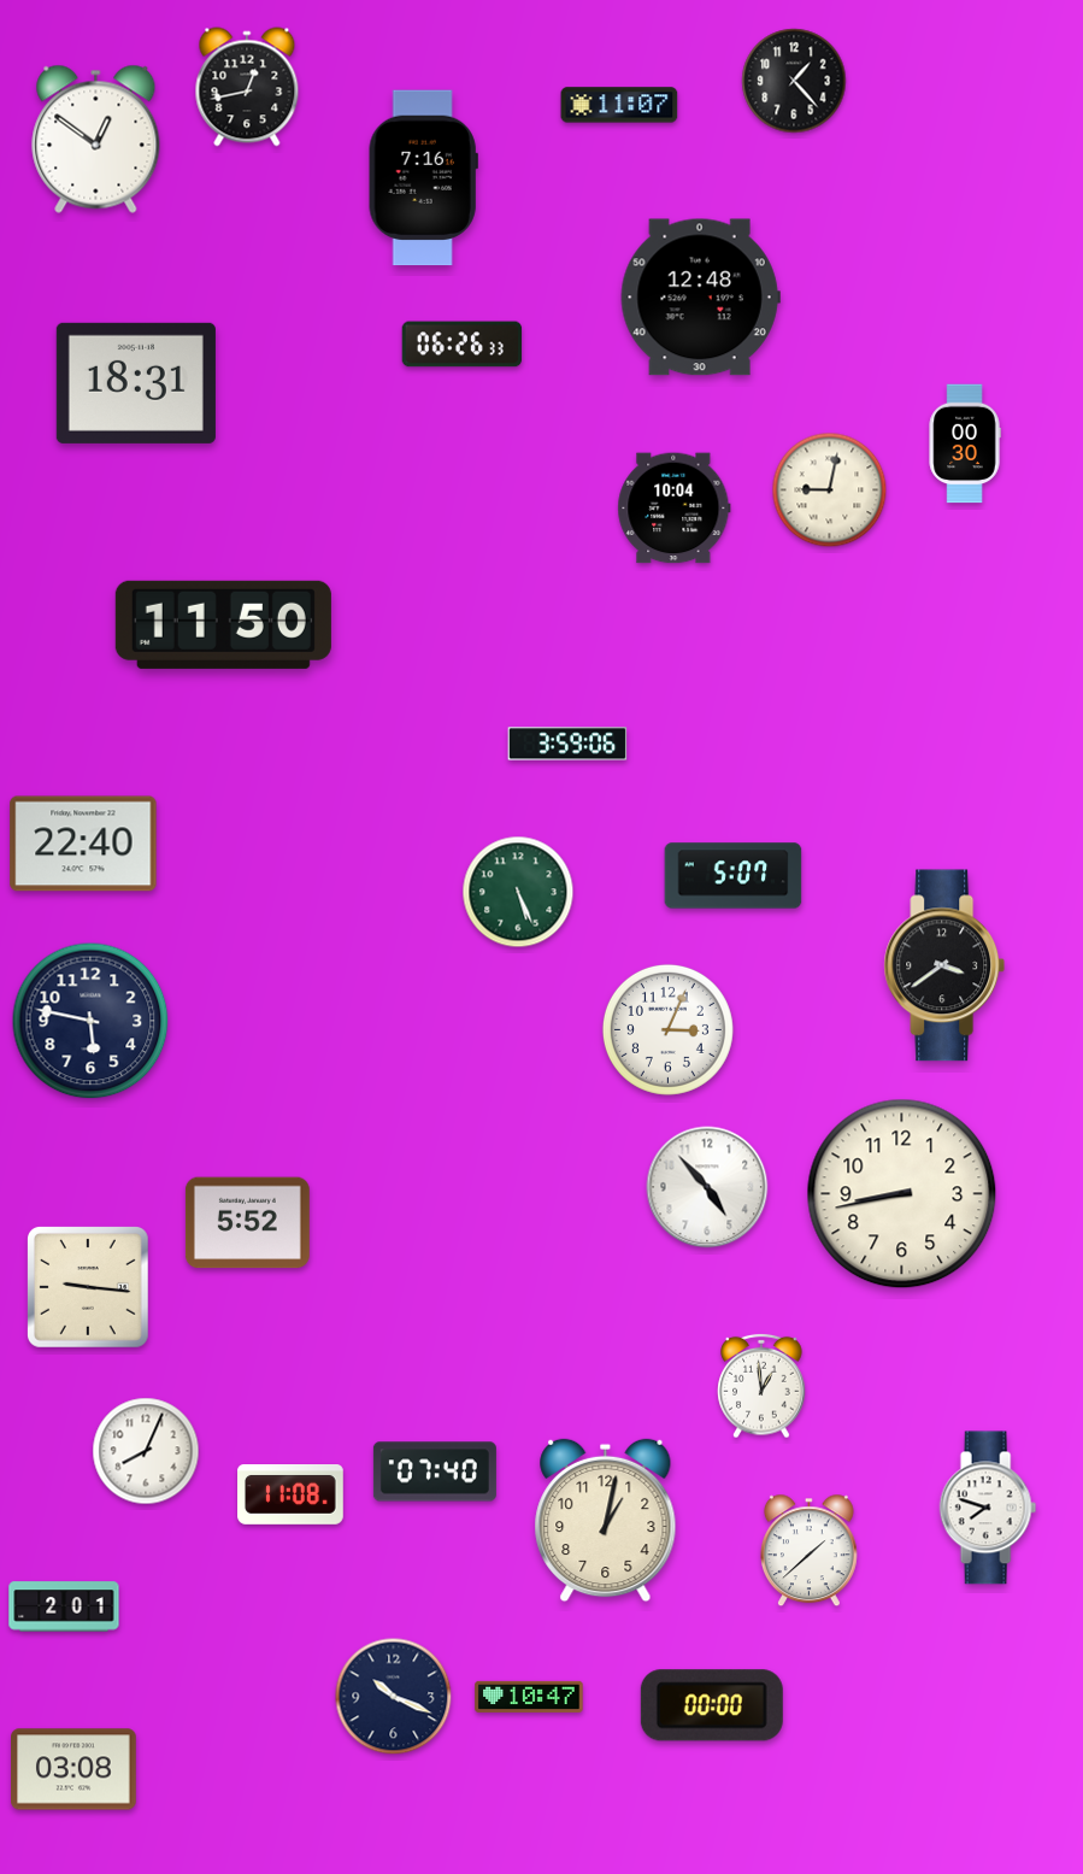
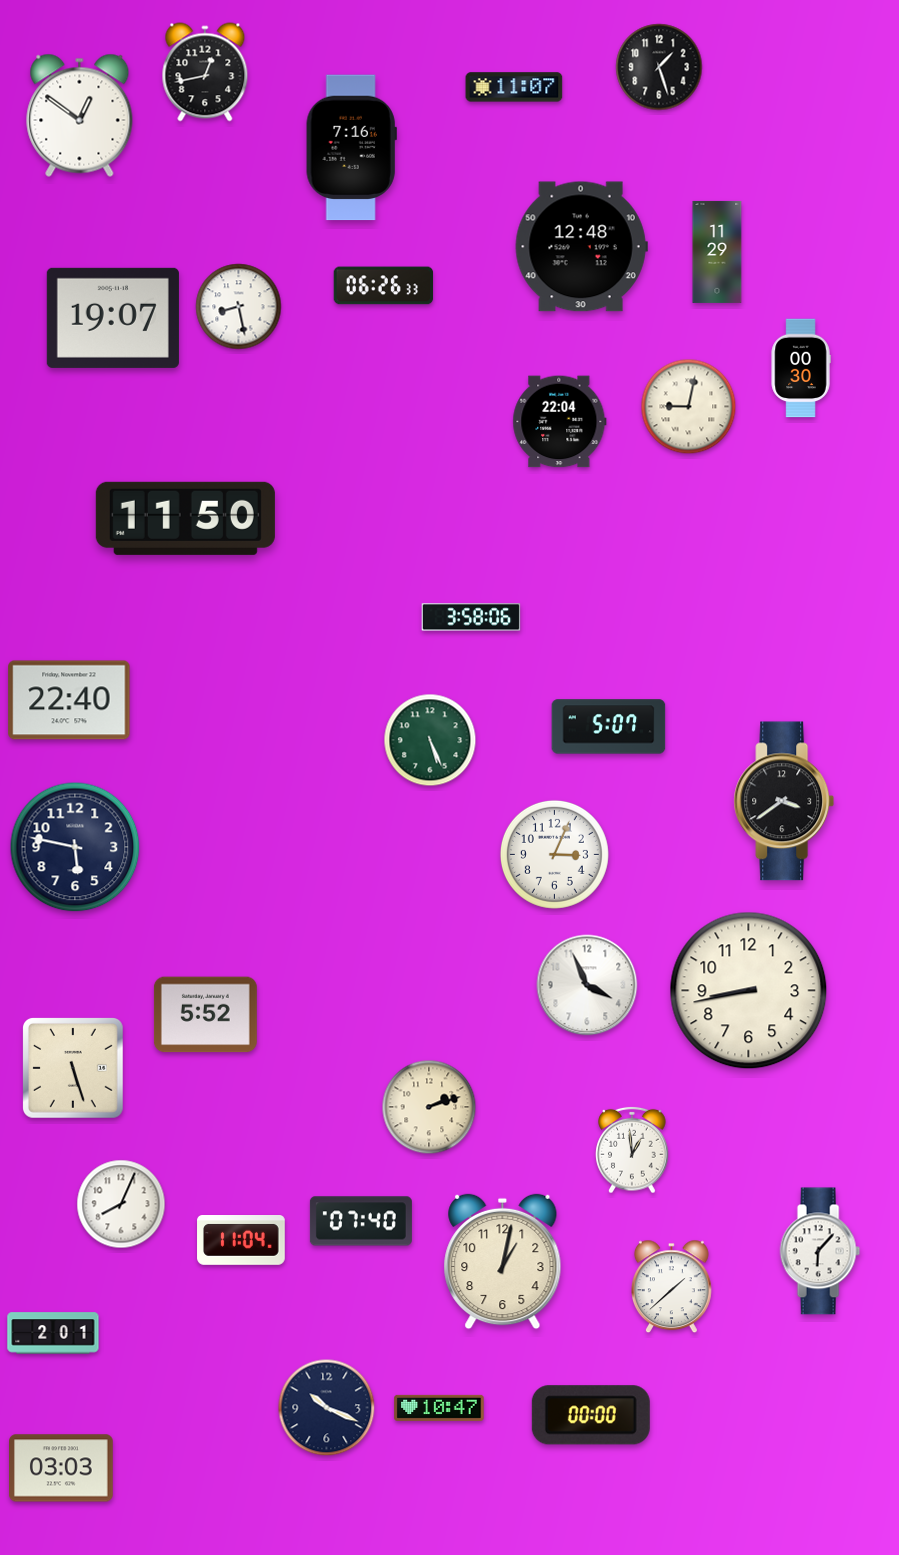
clock at (794, 81): 1:23 -> 1:27
clock at (717, 252): none -> 11:29
clock at (239, 307): none -> 8:28
clock at (136, 383): 18:31 -> 19:07
clock at (675, 509): 10:04 -> 22:04
clock at (567, 744): 3:59 -> 3:58
clock at (707, 1187): 4:53 -> 3:56
clock at (88, 1287): 9:16 -> 5:27
clock at (429, 1107): none -> 2:12
clock at (290, 1496): 11:08 -> 11:04
clock at (988, 1508): 7:48 -> 6:07
clock at (75, 1769): 03:08 -> 03:03
